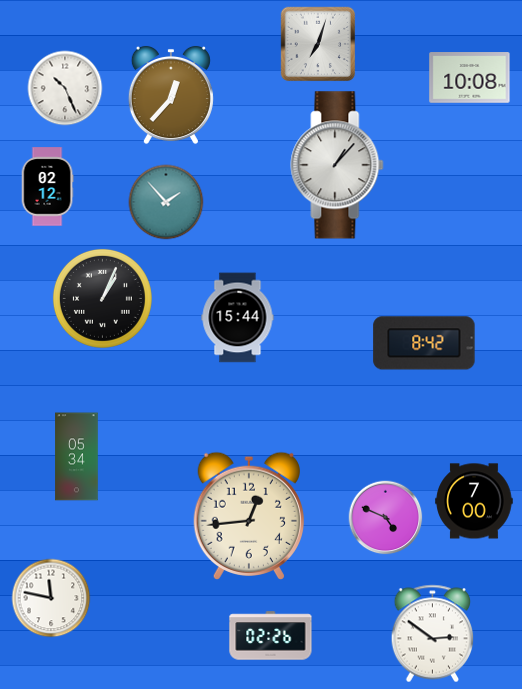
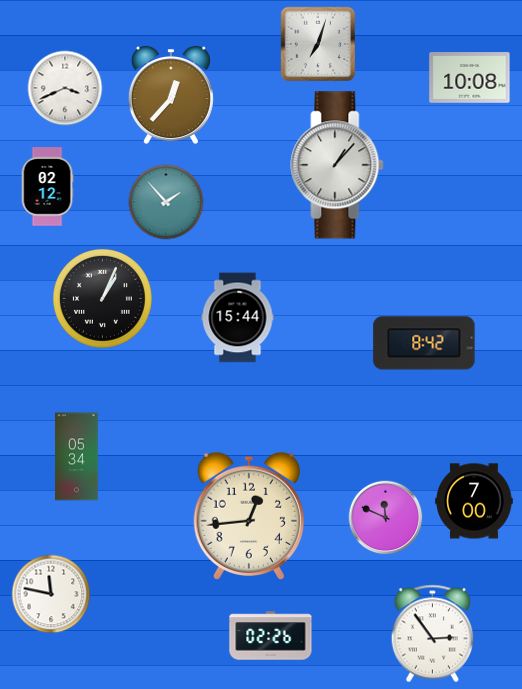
clock at (65, 88): 10:26 -> 3:41
clock at (386, 518): 4:49 -> 11:49
clock at (51, 598) position: (51, 598) -> (51, 594)
clock at (433, 634): 2:51 -> 2:54
